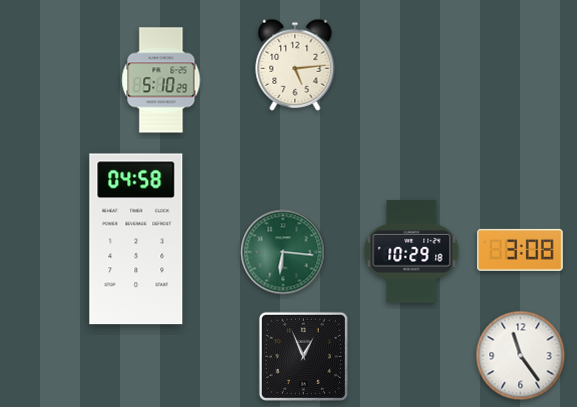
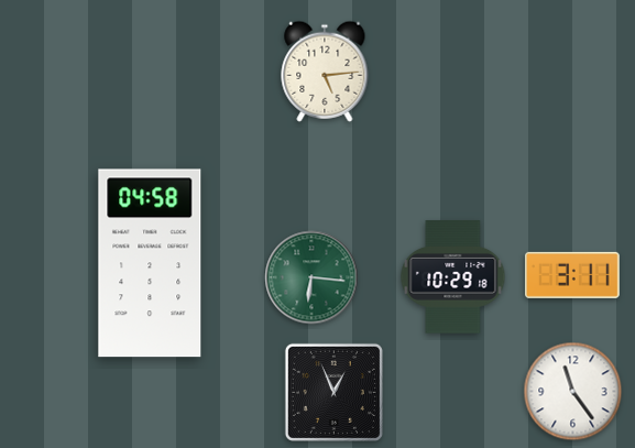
clock at (161, 80): 5:10 -> none
clock at (521, 250): 3:08 -> 3:11
